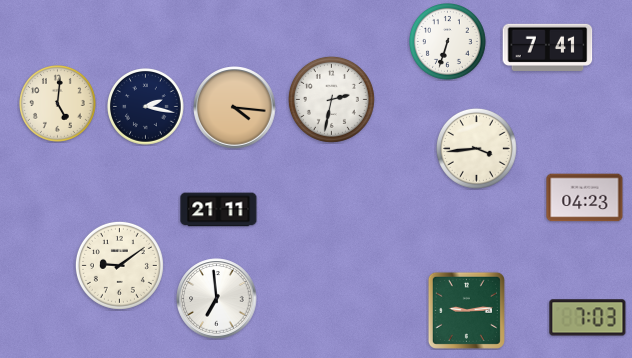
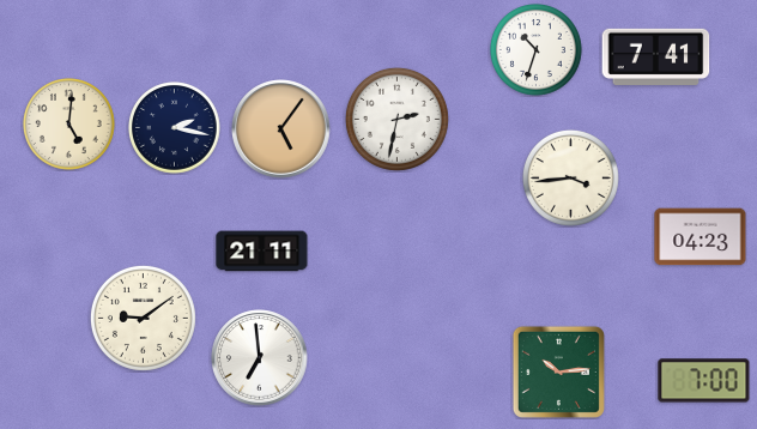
clock at (448, 42): 6:33 -> 10:33
clock at (235, 108): 4:16 -> 5:06
clock at (466, 310): 9:14 -> 10:14
clock at (588, 318): 7:03 -> 7:00
